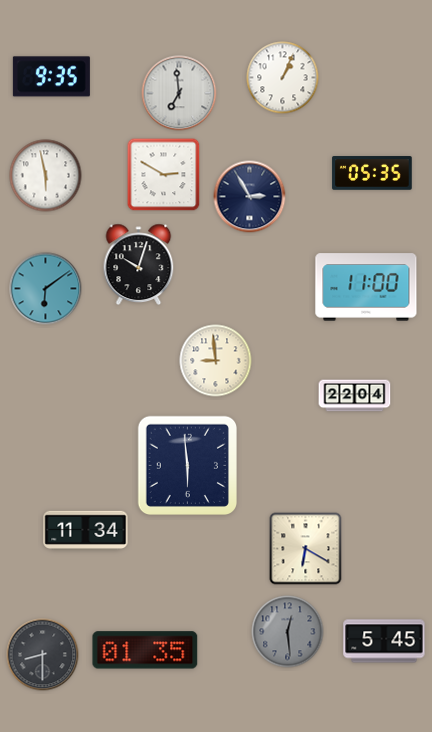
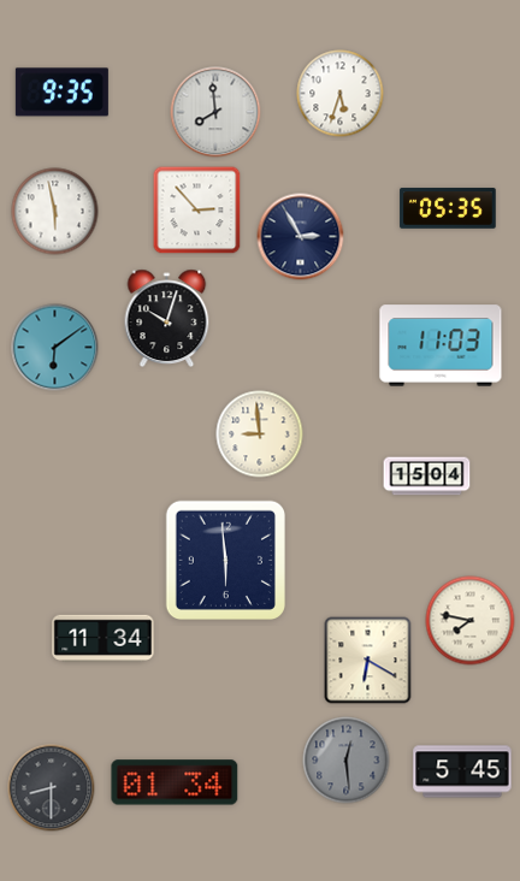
clock at (283, 78): 1:04 -> 5:33
clock at (179, 93): 6:59 -> 7:59
clock at (164, 175): 2:50 -> 2:53
clock at (366, 287): 11:00 -> 11:03
clock at (355, 396): 22:04 -> 15:04
clock at (471, 621): none -> 7:47
clock at (145, 650): 01:35 -> 01:34
